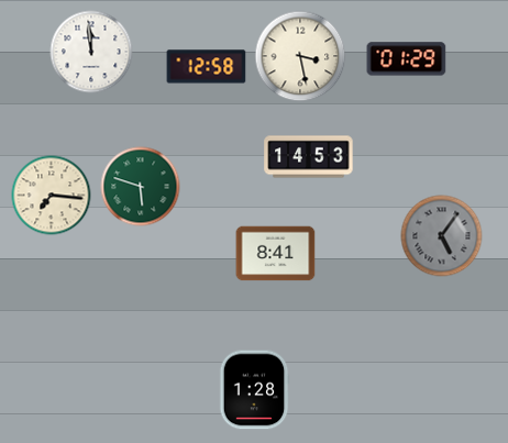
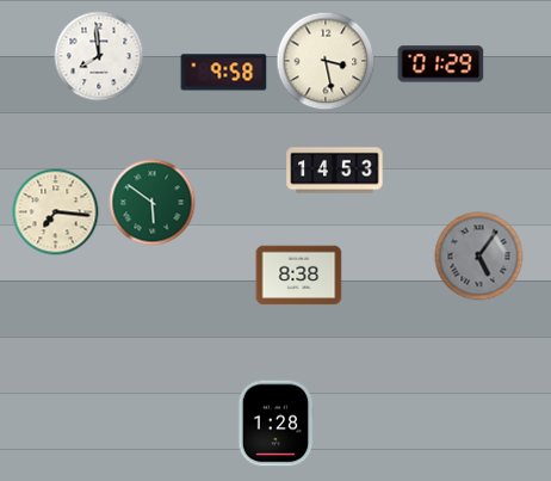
clock at (91, 52): 11:59 -> 7:59
clock at (207, 67): 12:58 -> 9:58
clock at (141, 187): 5:48 -> 5:51
clock at (276, 254): 8:41 -> 8:38
